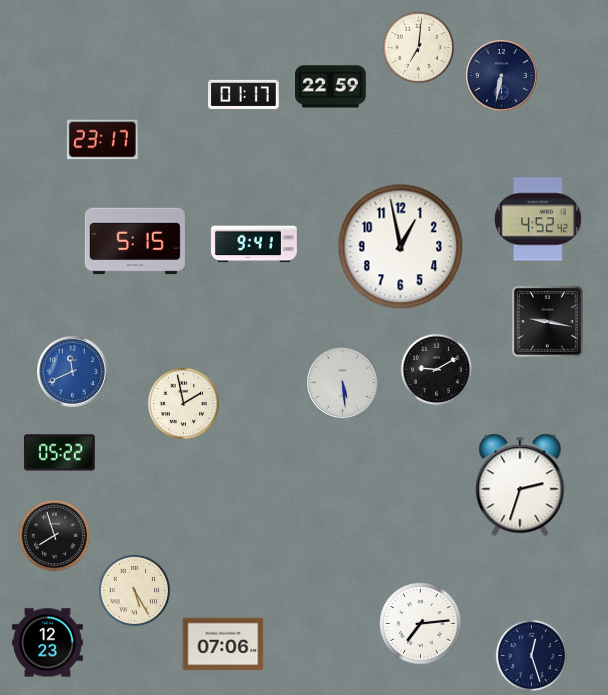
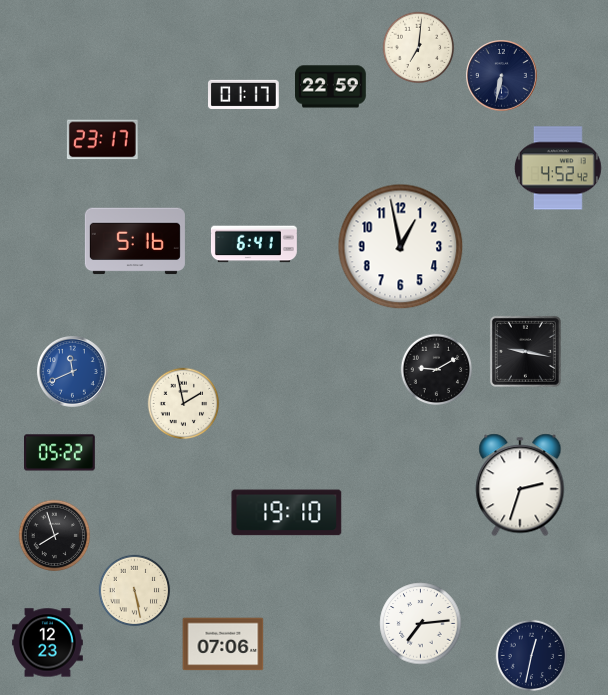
clock at (538, 219) position: (538, 219) -> (558, 168)
clock at (135, 241): 5:15 -> 5:16
clock at (254, 244): 9:41 -> 6:41
clock at (547, 321) position: (547, 321) -> (525, 351)
clock at (343, 383): 5:29 -> none
clock at (287, 513): none -> 19:10
clock at (135, 591): 5:25 -> 5:28
clock at (532, 656): 12:27 -> 12:32
